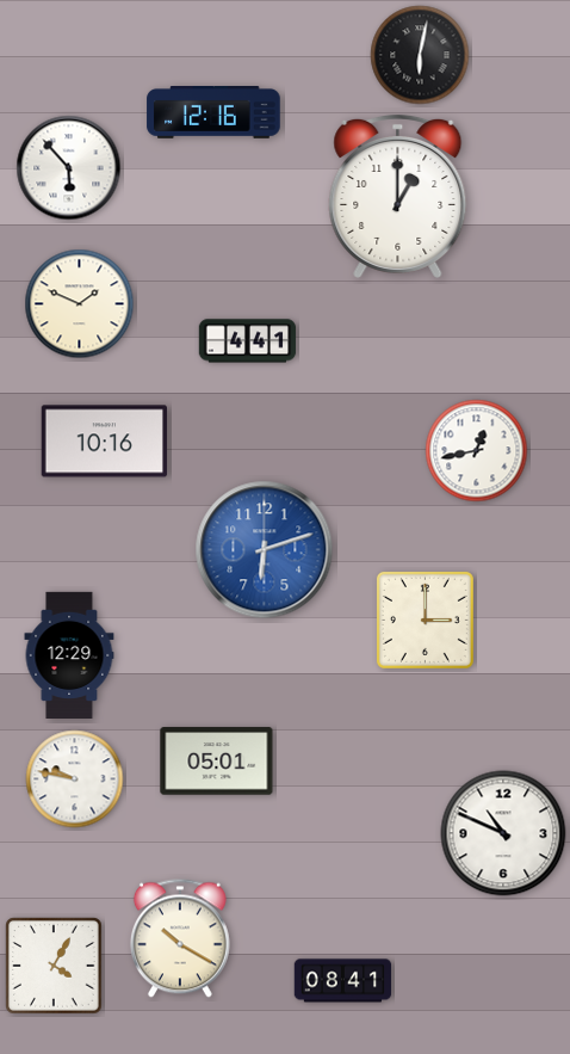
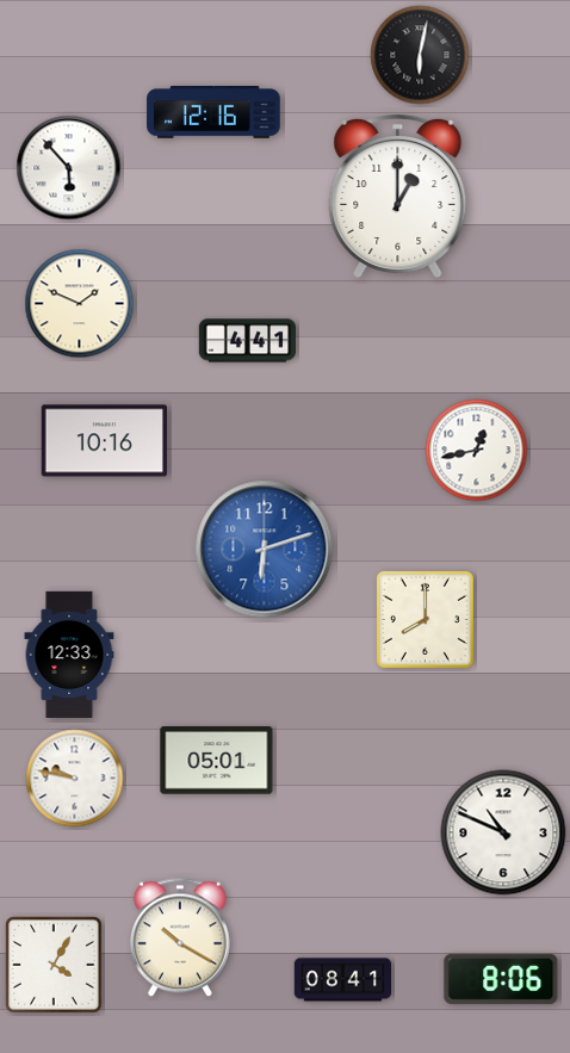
clock at (425, 620): 3:00 -> 8:00
clock at (69, 654): 12:29 -> 12:33
clock at (501, 979): none -> 8:06
